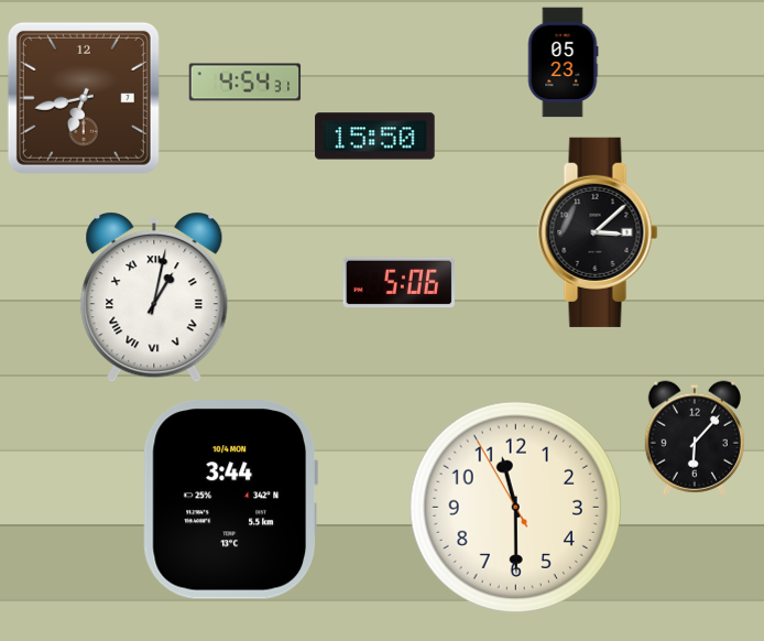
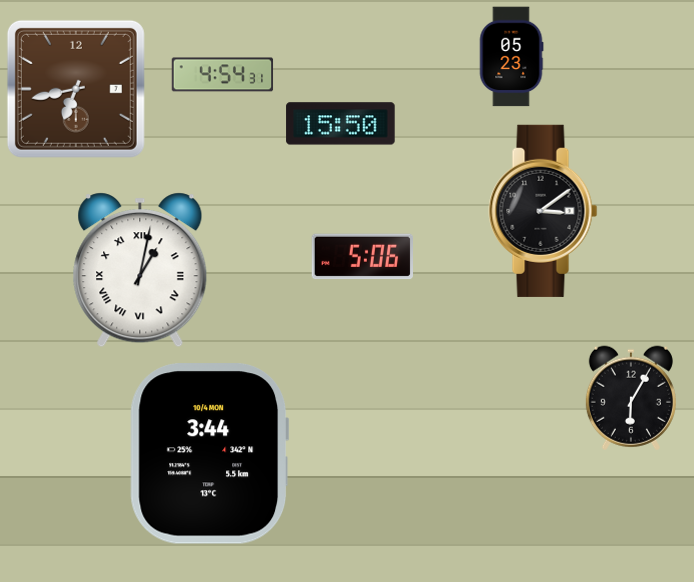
clock at (598, 232): 3:08 -> 3:09
clock at (695, 438): 6:07 -> 6:05
clock at (515, 507): 11:29 -> none
